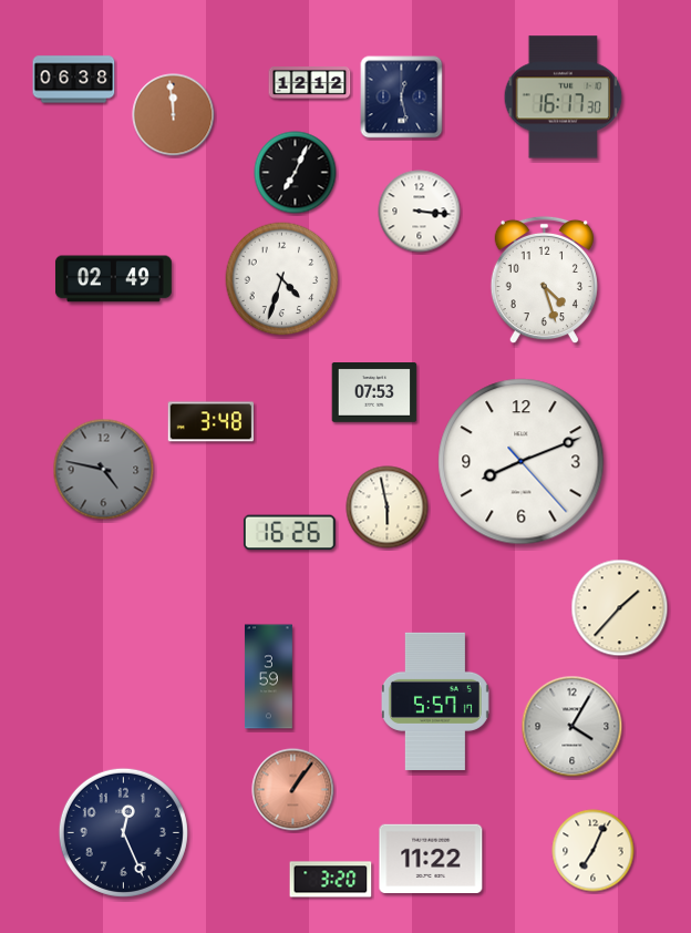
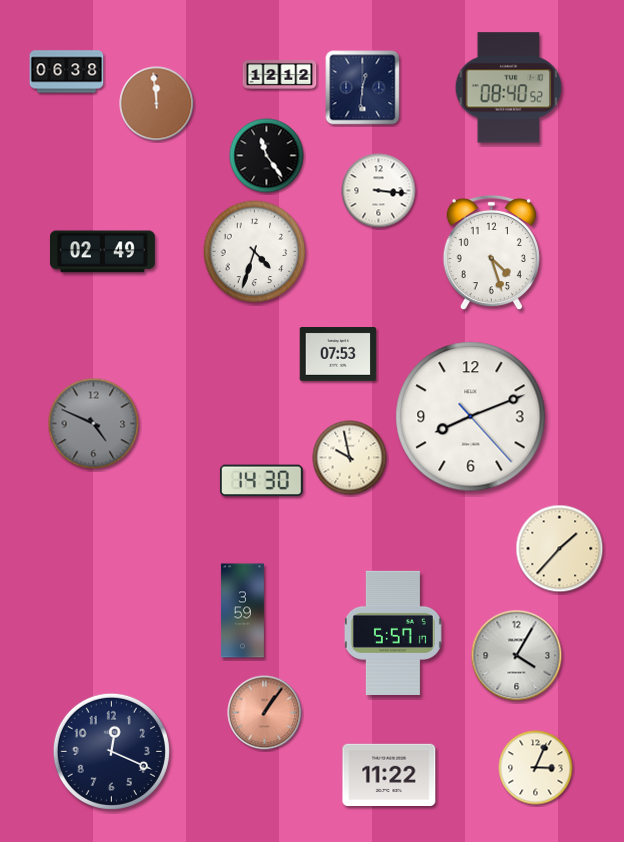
clock at (402, 98): 12:28 -> 12:31
clock at (564, 98): 16:17 -> 08:40
clock at (296, 173): 7:04 -> 11:24
clock at (212, 422): 3:48 -> none
clock at (104, 470): 4:47 -> 4:49
clock at (388, 507): 5:58 -> 9:58
clock at (289, 533): 16:26 -> 14:30
clock at (123, 832): 12:26 -> 12:19
clock at (594, 851): 7:04 -> 3:04
clock at (331, 880): 3:20 -> none
